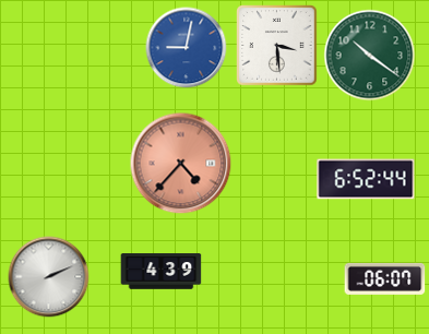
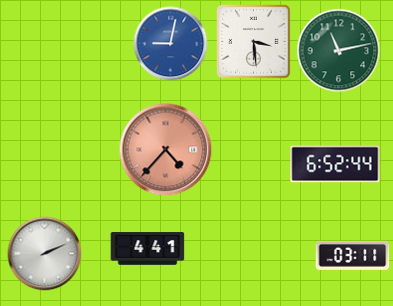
clock at (370, 56): 10:21 -> 11:13
clock at (162, 272): 4:39 -> 4:41
clock at (385, 278): 06:07 -> 03:11
